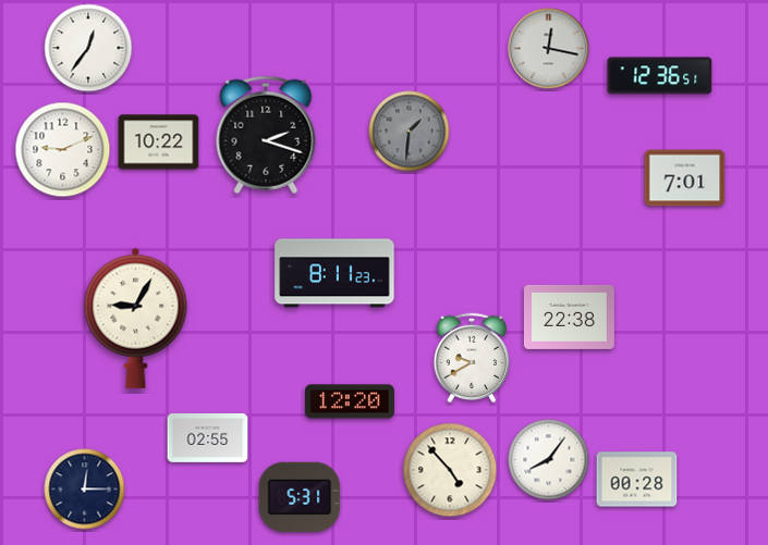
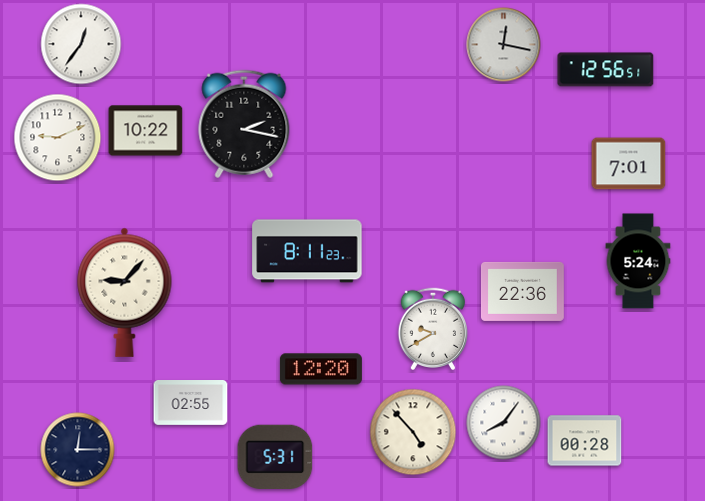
clock at (660, 76): 12:36 -> 12:56
clock at (410, 132): 1:31 -> none
clock at (266, 135): 2:18 -> 2:17
clock at (638, 261): none -> 5:24
clock at (570, 317): 22:38 -> 22:36
clock at (136, 318): 9:05 -> 9:07
